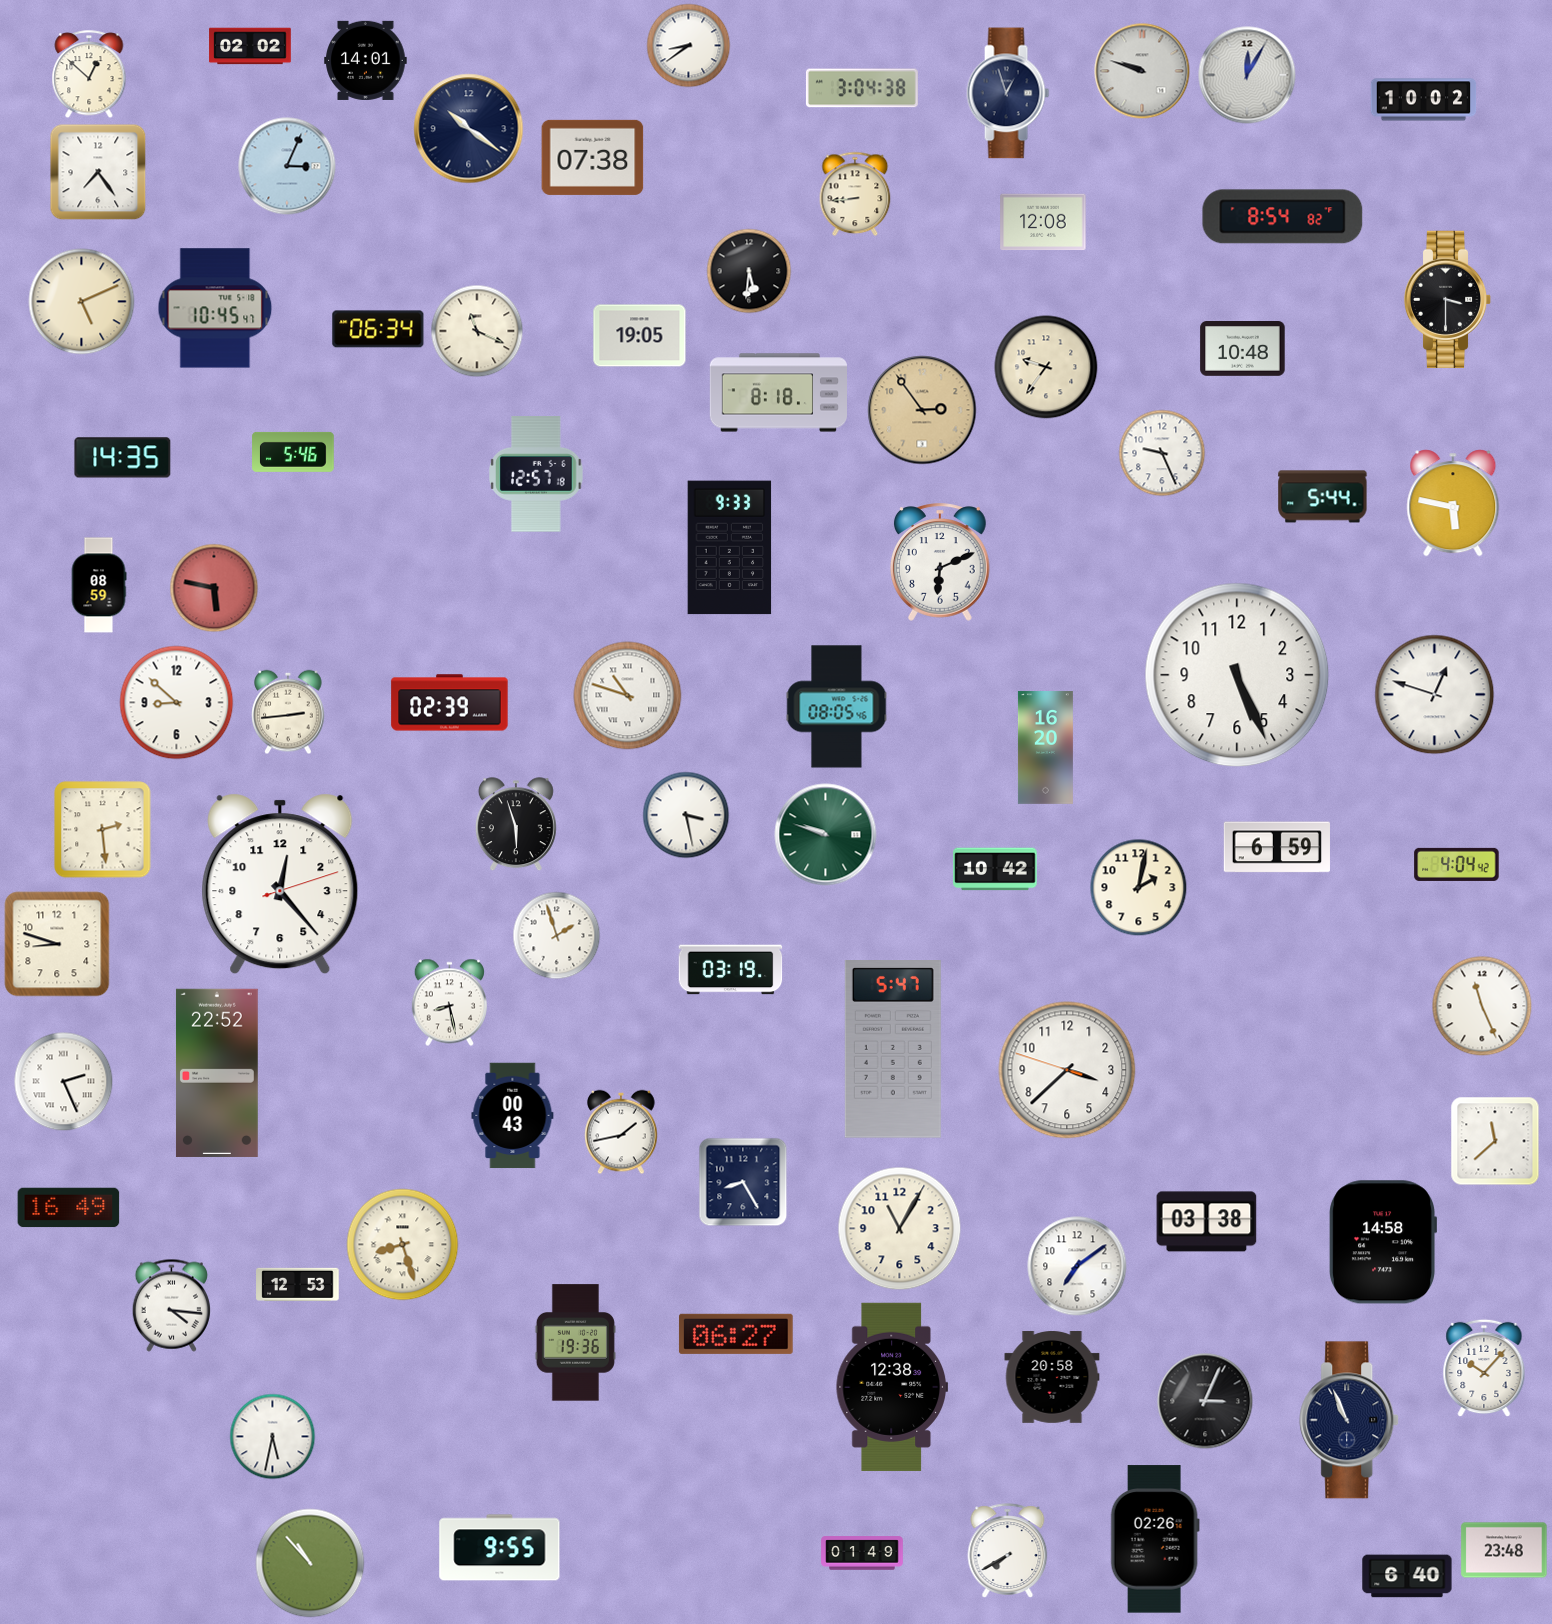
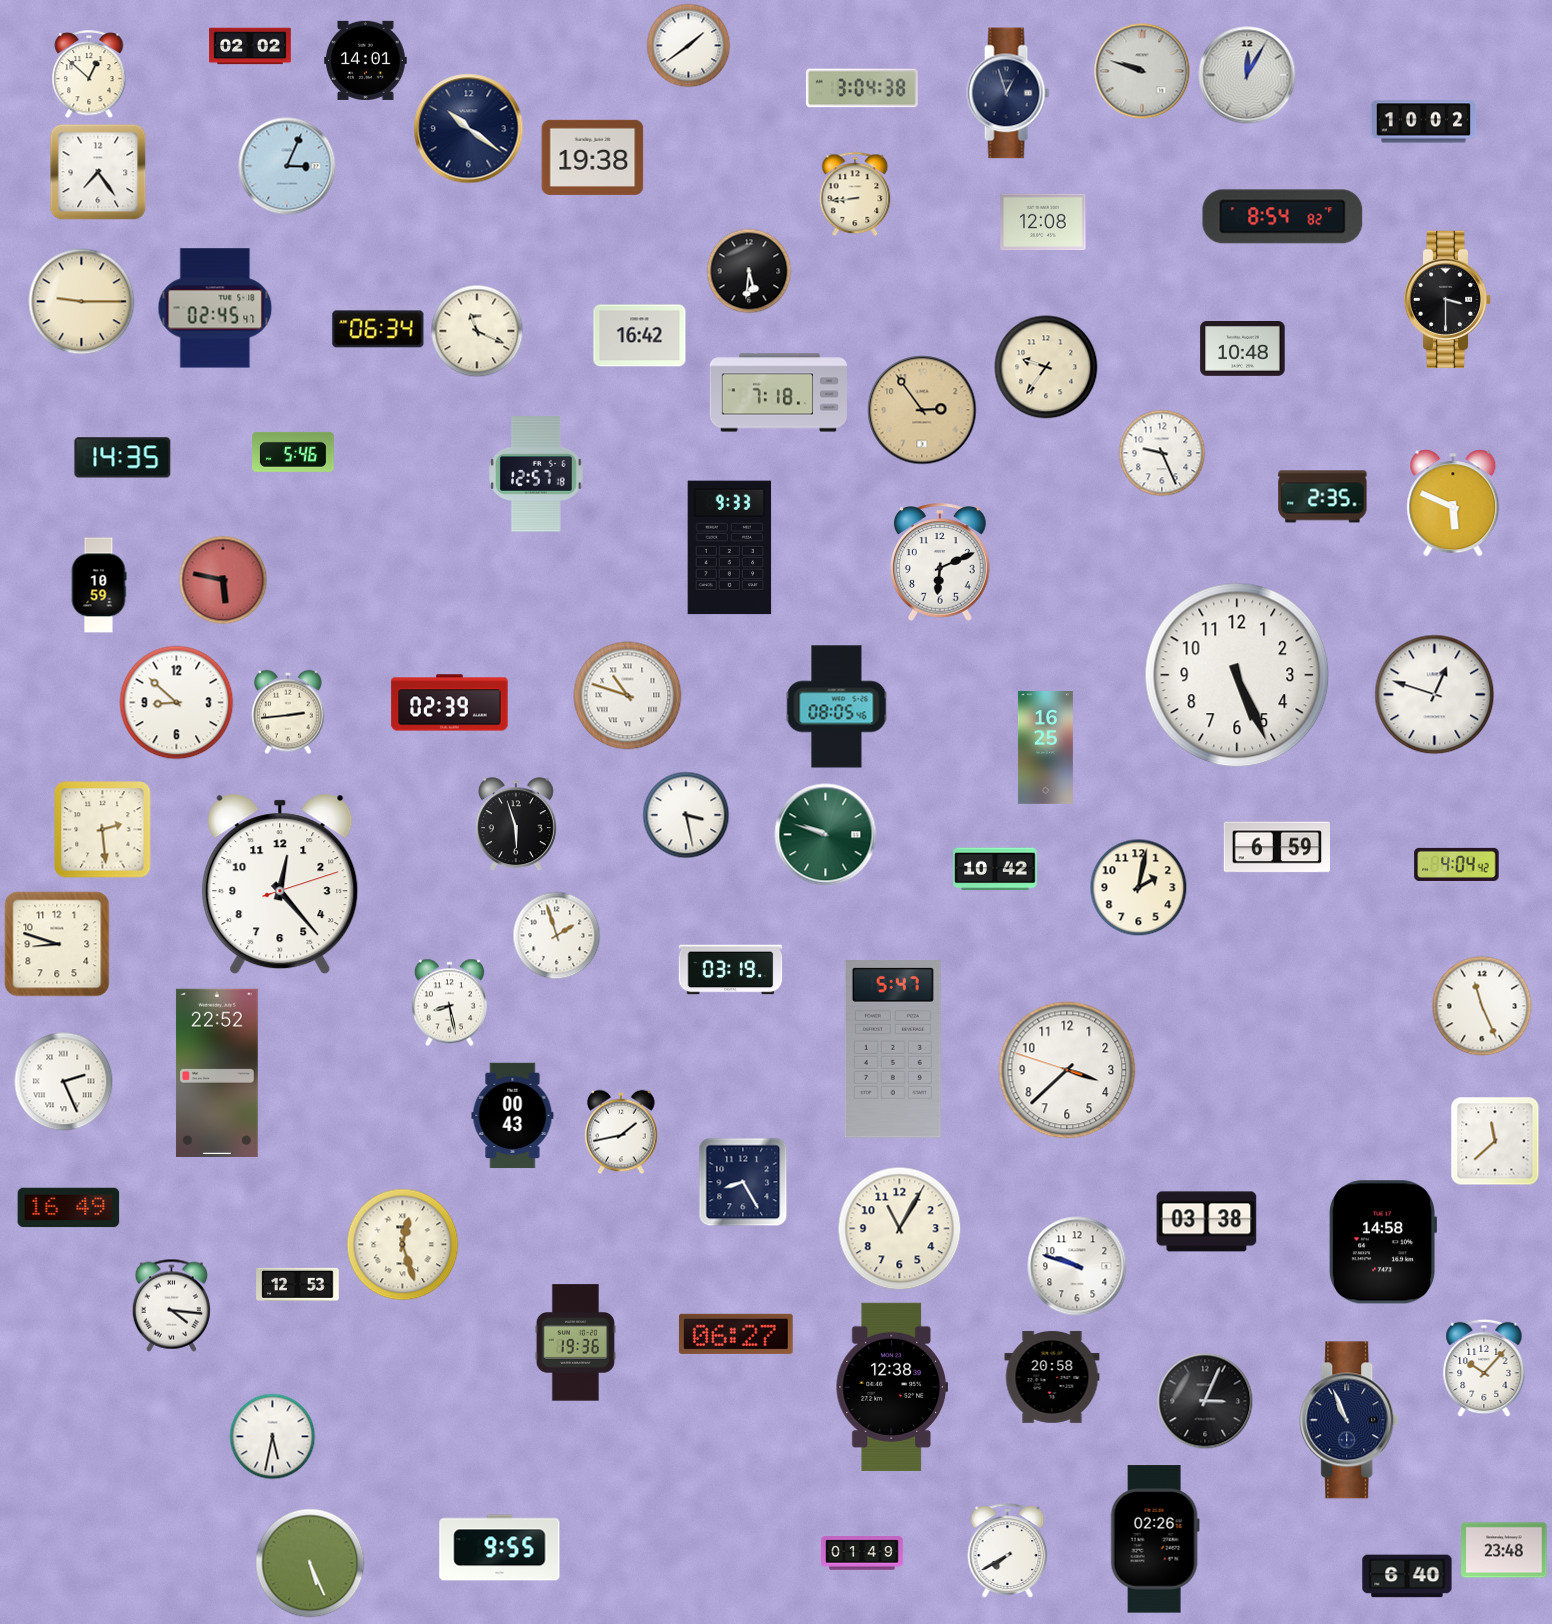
clock at (689, 46): 8:39 -> 1:39
clock at (1424, 100) position: (1424, 100) -> (1424, 122)
clock at (593, 157): 07:38 -> 19:38
clock at (82, 302): 5:11 -> 9:15
clock at (215, 308): 10:45 -> 02:45
clock at (640, 336): 19:05 -> 16:42
clock at (779, 393): 8:18 -> 7:18
clock at (1323, 497): 5:44 -> 2:35
clock at (1453, 503): 5:47 -> 5:49
clock at (99, 585): 08:59 -> 10:59
clock at (214, 588) position: (214, 588) -> (223, 580)
clock at (1045, 748): 16:20 -> 16:25
clock at (403, 1245): 8:27 -> 12:27
clock at (1077, 1266): 7:09 -> 9:48
clock at (310, 1563): 10:53 -> 5:26
